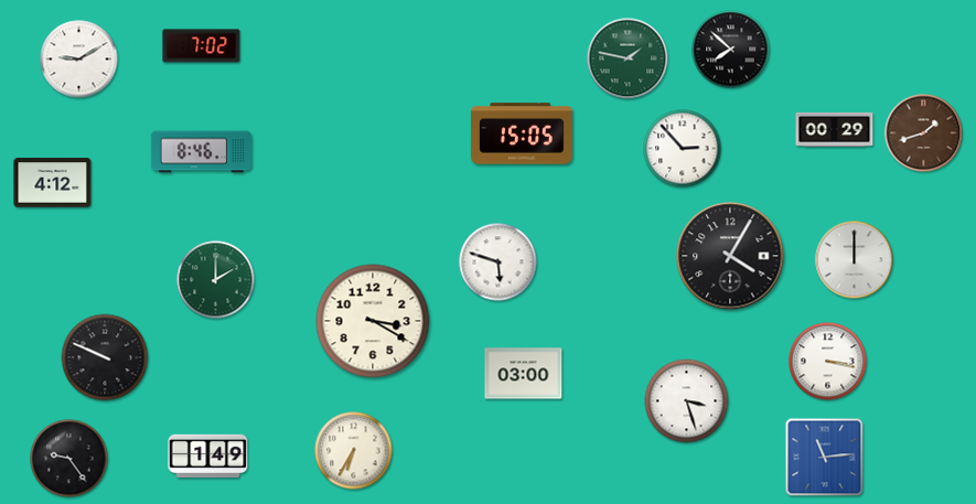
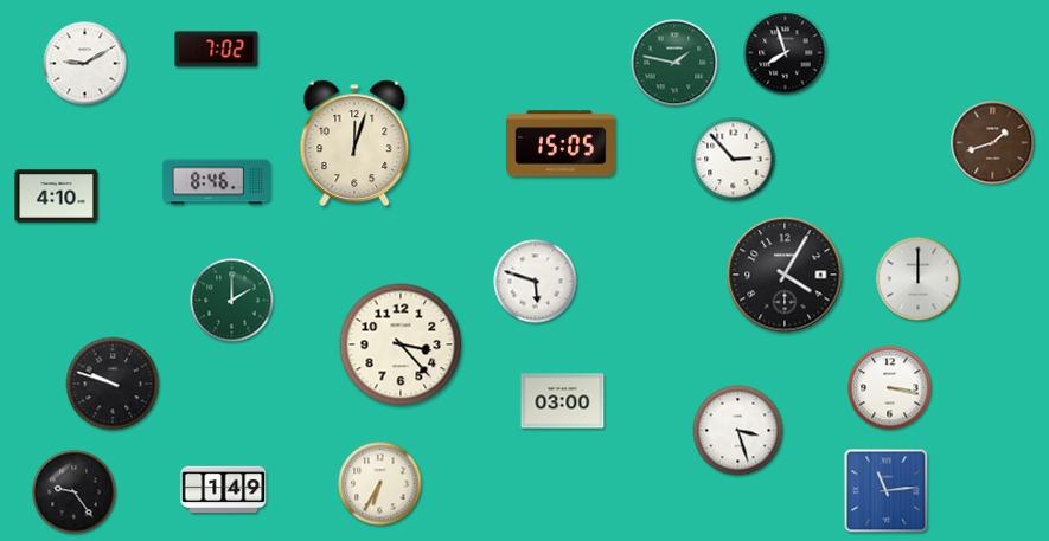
clock at (731, 50): 7:52 -> 7:57
clock at (835, 129): 00:29 -> none
clock at (354, 142): none -> 12:03
clock at (201, 152) position: (201, 152) -> (216, 182)
clock at (53, 183): 4:12 -> 4:10
clock at (373, 321): 3:20 -> 3:23
clock at (105, 357): 9:49 -> 9:48
